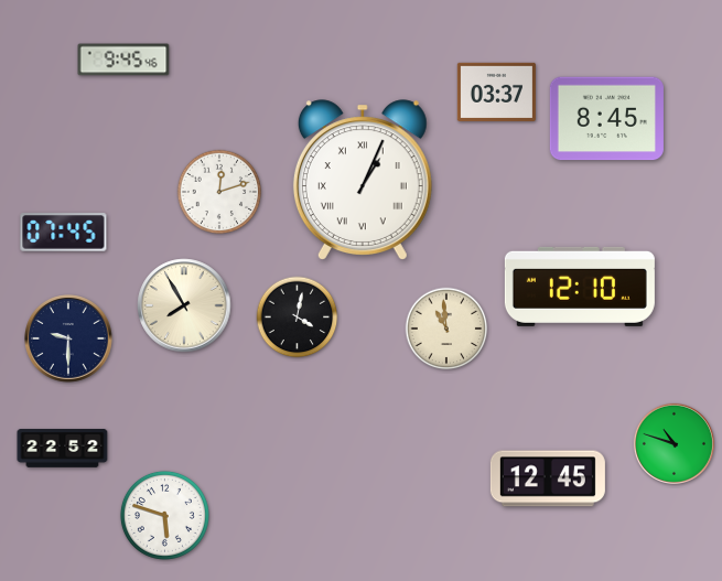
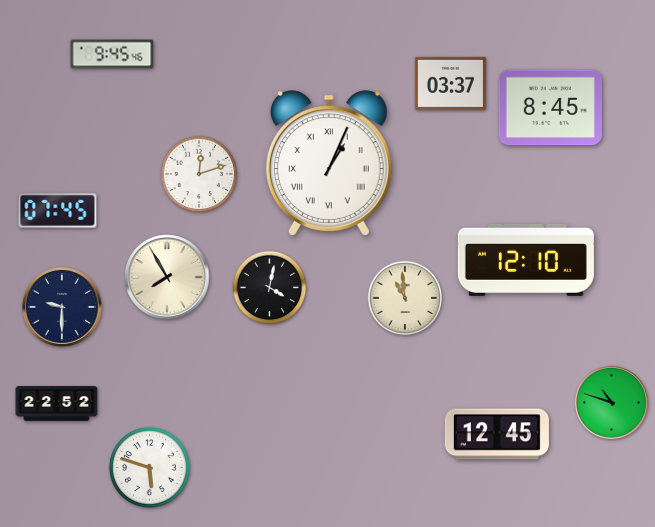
clock at (63, 449) position: (63, 449) -> (57, 404)
